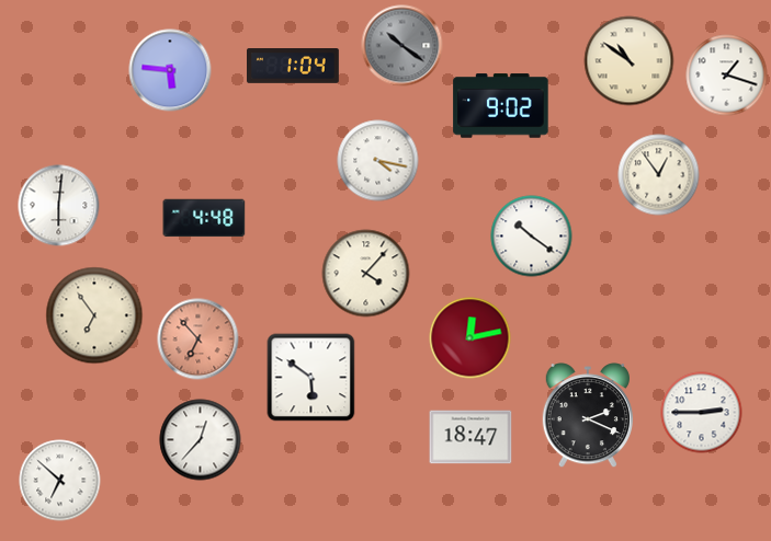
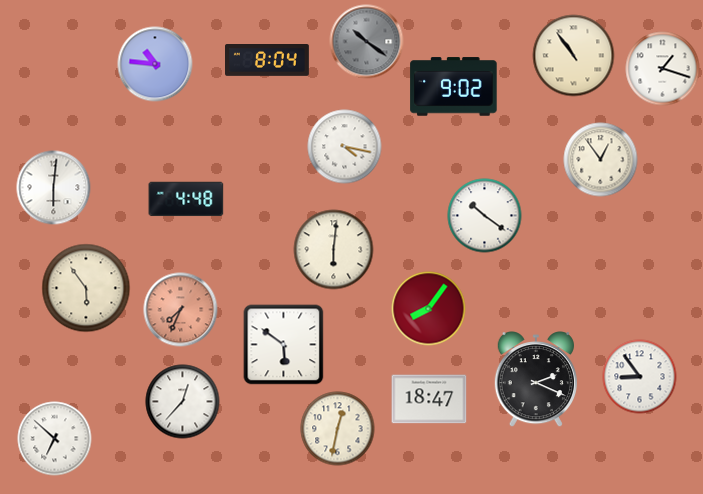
clock at (630, 61): 10:51 -> 10:54
clock at (294, 67): 1:04 -> 8:04
clock at (170, 70): 5:46 -> 10:46
clock at (501, 106) position: (501, 106) -> (454, 87)
clock at (366, 274): 4:07 -> 6:01
clock at (94, 315): 6:54 -> 5:54
clock at (470, 338): 12:13 -> 8:06
clock at (199, 339): 6:53 -> 7:34
clock at (702, 413): 2:45 -> 8:54
clock at (338, 429): none -> 12:32
